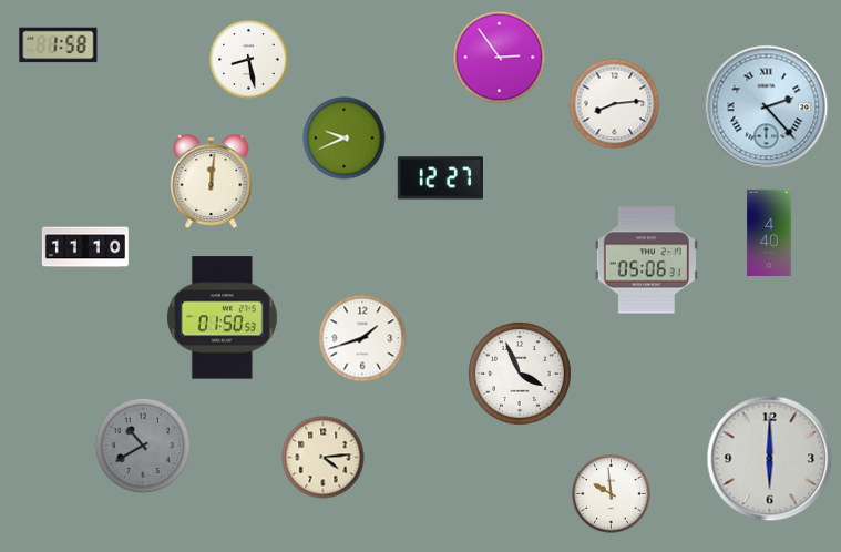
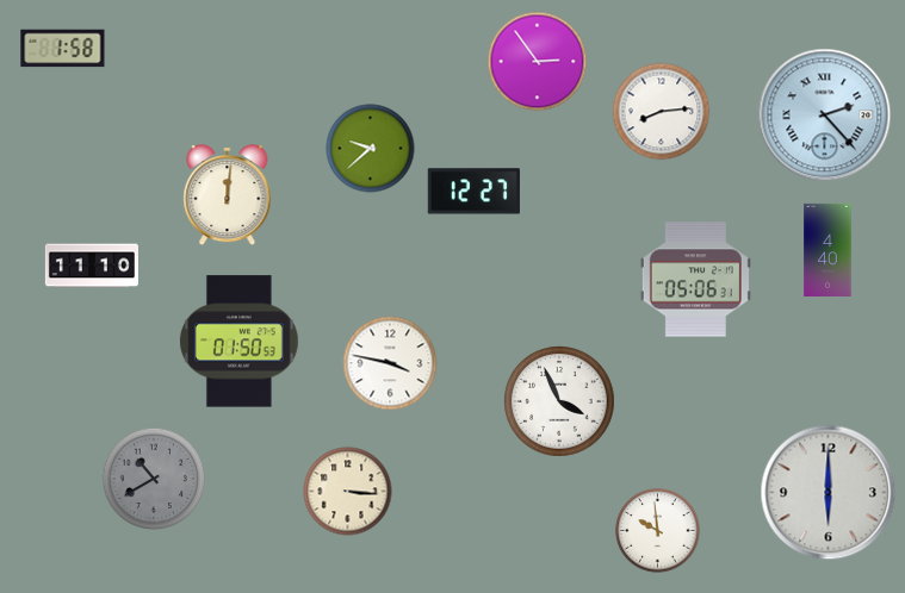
clock at (249, 60): 8:28 -> none
clock at (345, 139): 9:41 -> 9:38
clock at (362, 338): 1:42 -> 3:47
clock at (324, 458): 4:14 -> 3:16
